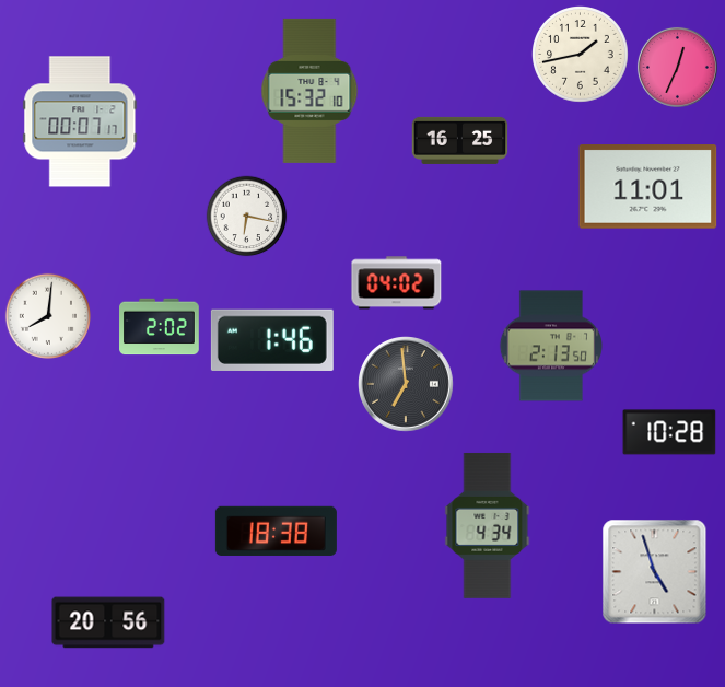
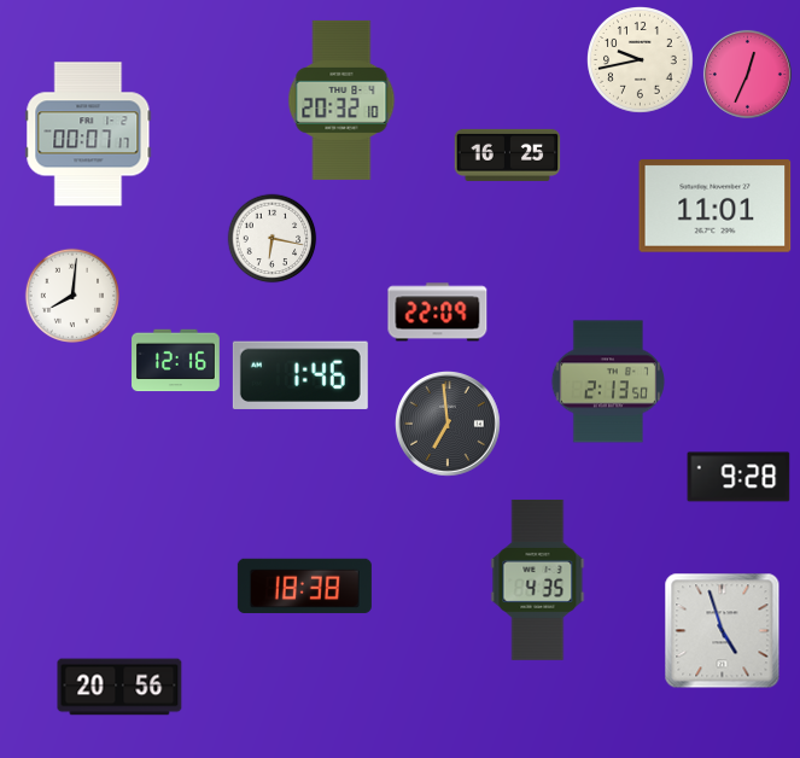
clock at (581, 55): 1:43 -> 9:43
clock at (309, 91): 15:32 -> 20:32
clock at (397, 283): 04:02 -> 22:09
clock at (47, 315) position: (47, 315) -> (71, 295)
clock at (160, 327): 2:02 -> 12:16
clock at (669, 432): 10:28 -> 9:28
clock at (488, 525): 4:34 -> 4:35
